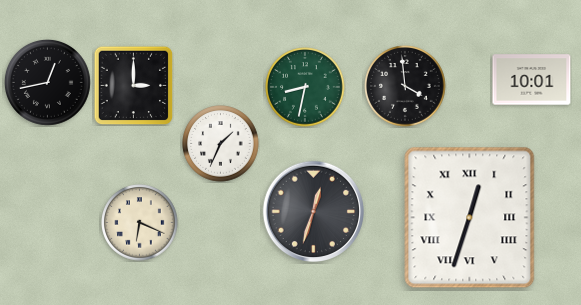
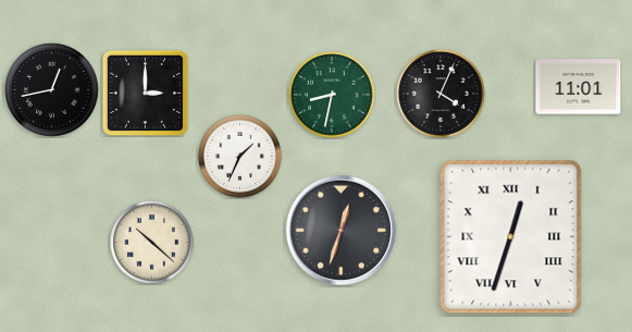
clock at (532, 80): 10:01 -> 11:01
clock at (406, 87): 3:59 -> 4:04
clock at (140, 223): 6:19 -> 10:22
